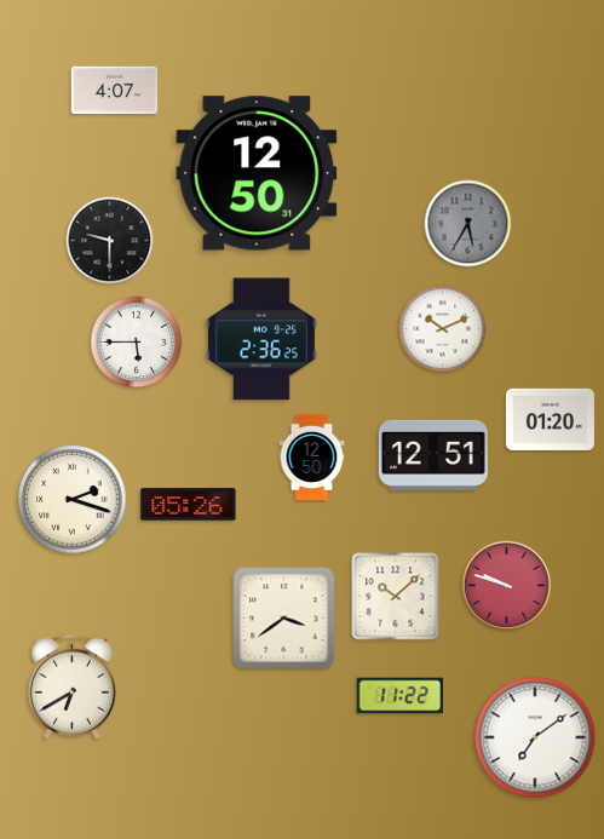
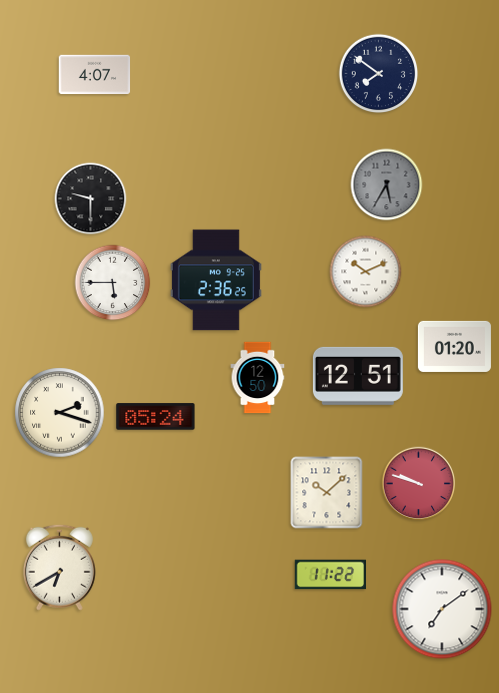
clock at (379, 74): none -> 7:51
clock at (257, 173): 12:50 -> none
clock at (189, 505): 05:26 -> 05:24
clock at (284, 619): 3:39 -> none
